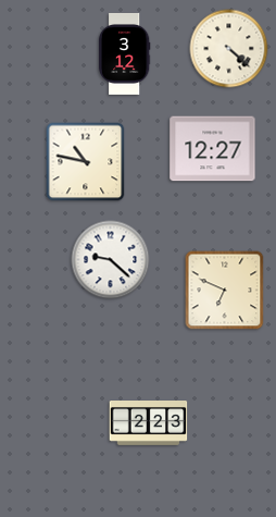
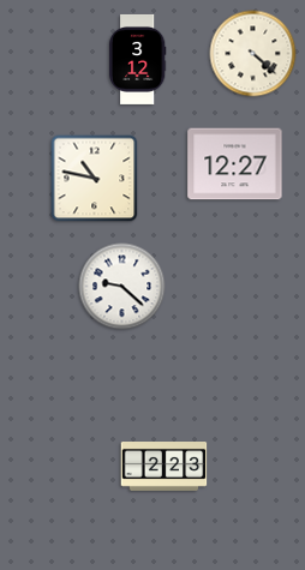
clock at (225, 291): 6:49 -> none
